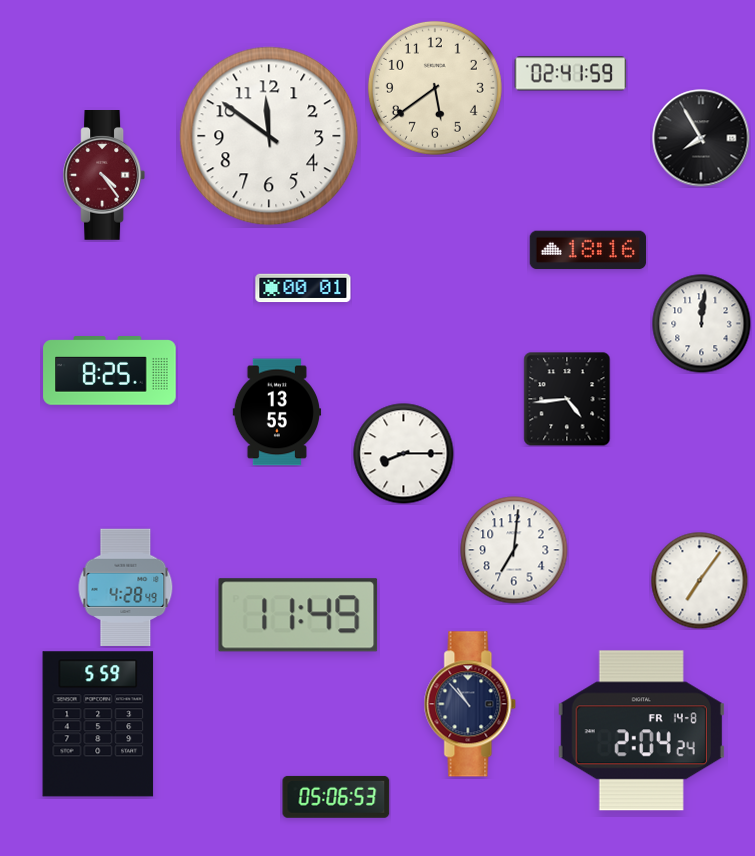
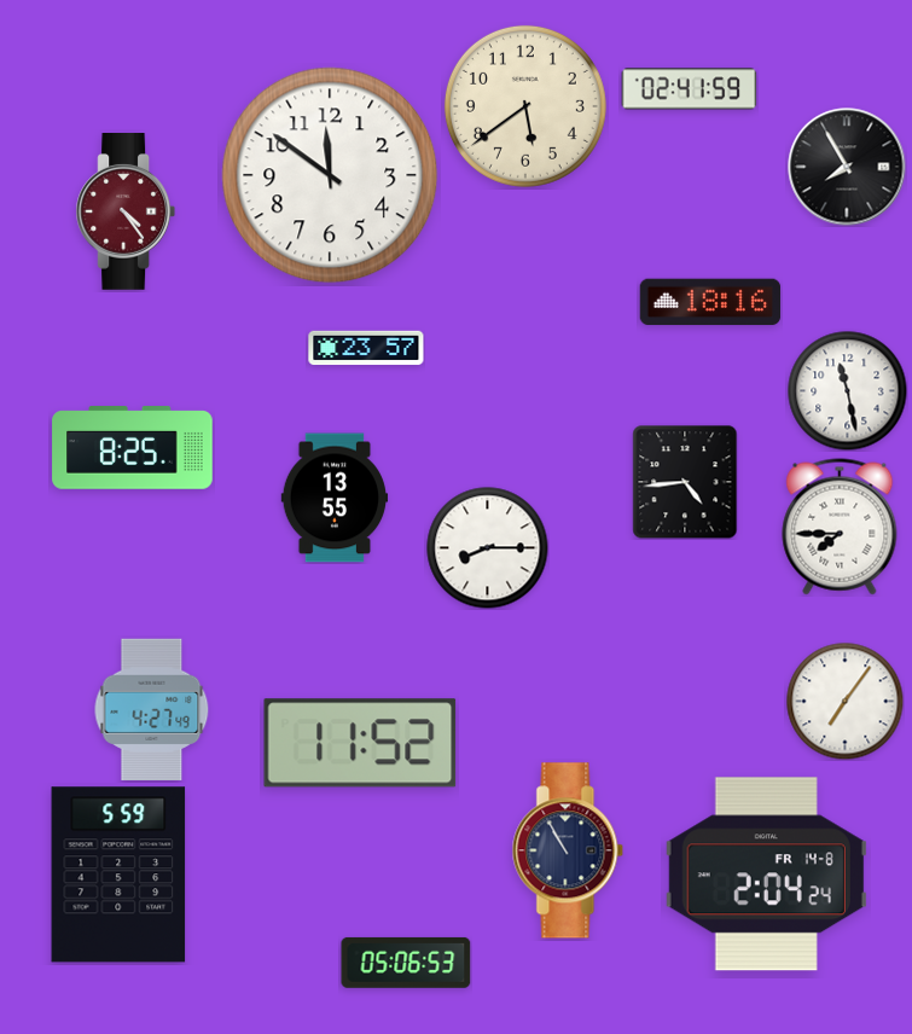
clock at (269, 136) position: (269, 136) -> (330, 175)
clock at (303, 288): 00:01 -> 23:57
clock at (702, 324): 12:01 -> 11:28
clock at (840, 527): none -> 7:45
clock at (514, 550): 7:01 -> none
clock at (126, 587): 4:28 -> 4:27
clock at (298, 615): 11:49 -> 11:52
clock at (470, 704): 10:53 -> 10:55
clock at (641, 731) position: (641, 731) -> (766, 875)
